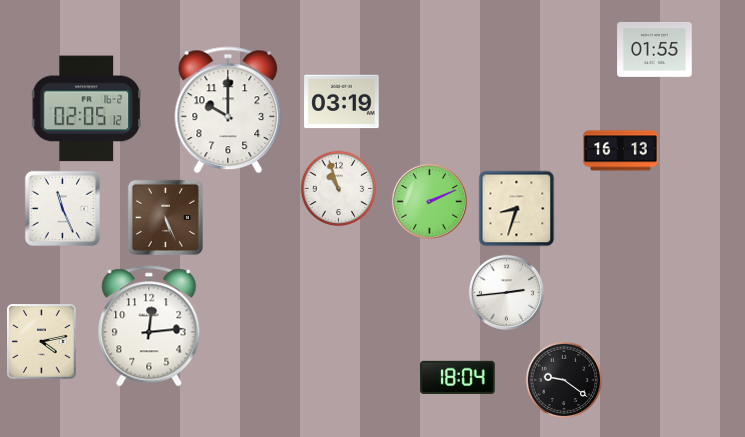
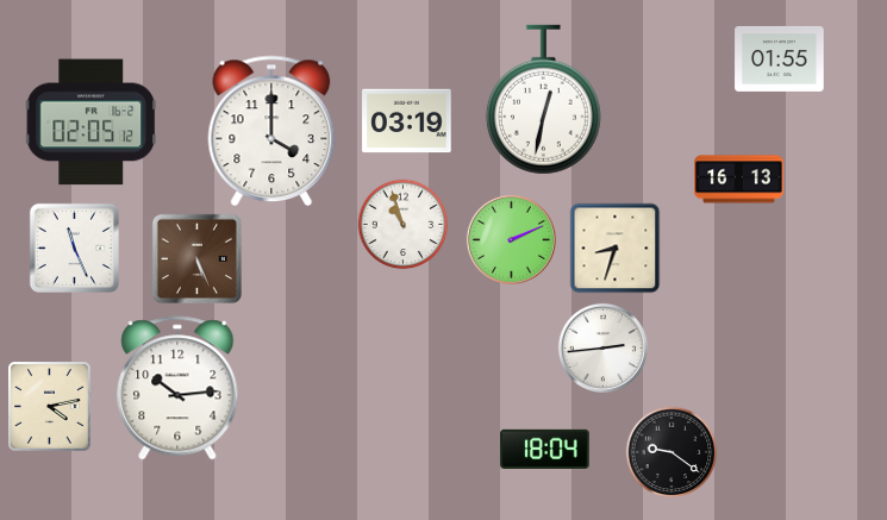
clock at (543, 100): none -> 12:32
clock at (87, 109) position: (87, 109) -> (92, 123)
clock at (228, 109): 10:00 -> 4:00
clock at (149, 326): 12:14 -> 10:14
